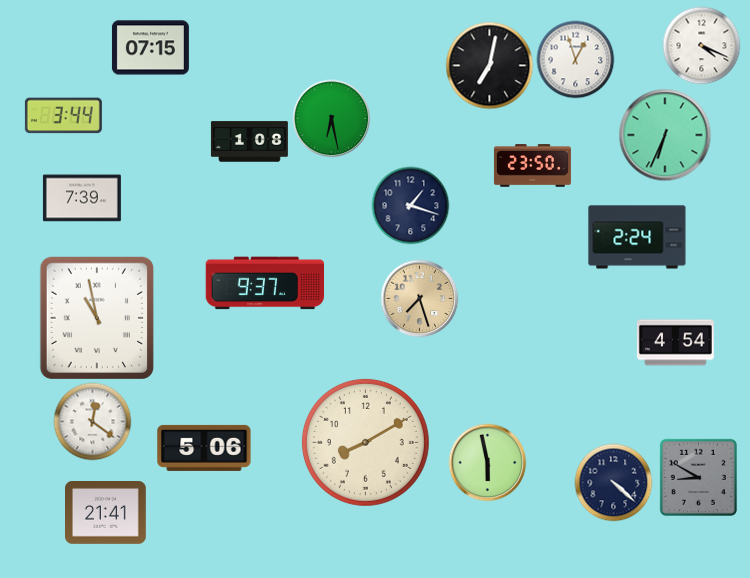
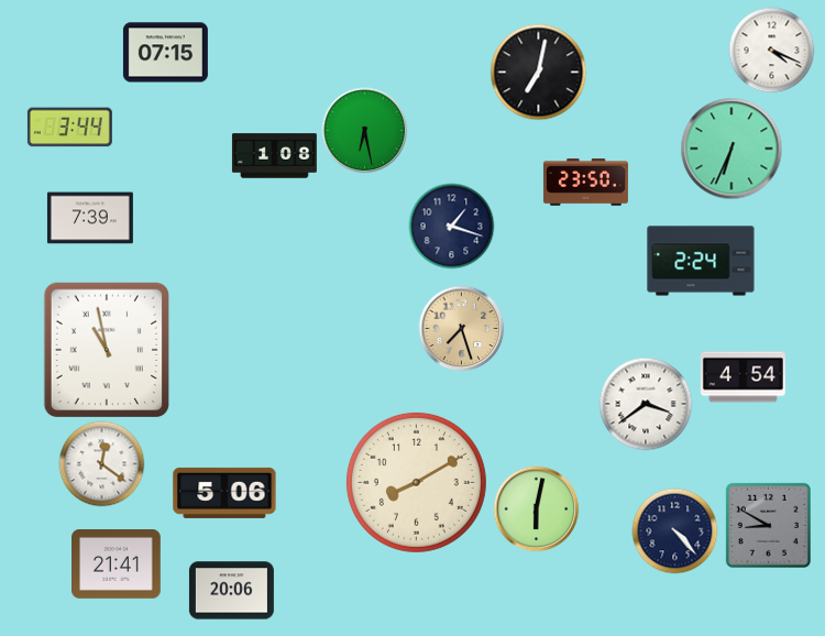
clock at (575, 59): 12:57 -> none
clock at (265, 283): 9:37 -> none
clock at (646, 404): none -> 3:39
clock at (365, 442) position: (365, 442) -> (416, 482)
clock at (487, 462): 5:58 -> 6:02
clock at (613, 482): 4:22 -> 4:23
clock at (231, 591): none -> 20:06
